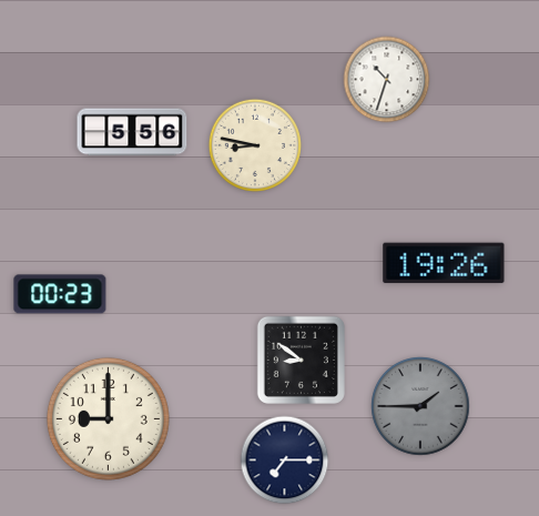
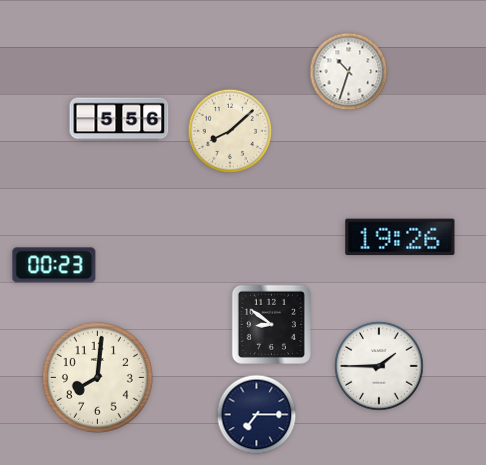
clock at (254, 144): 8:47 -> 8:08
clock at (420, 406) dial: grey -> white
clock at (108, 418): 9:00 -> 8:01
